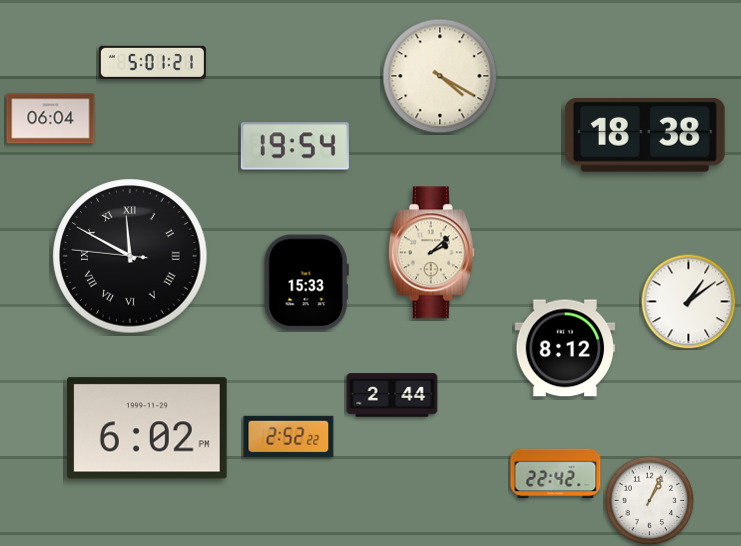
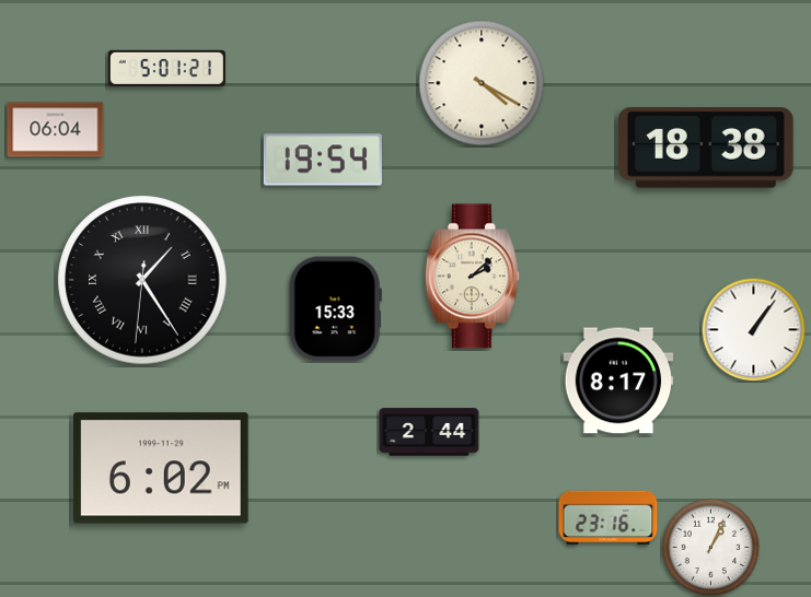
clock at (130, 256): 11:49 -> 1:24
clock at (688, 301): 1:09 -> 1:06
clock at (565, 348): 8:12 -> 8:17
clock at (289, 437): 2:52 -> none
clock at (556, 474): 22:42 -> 23:16
